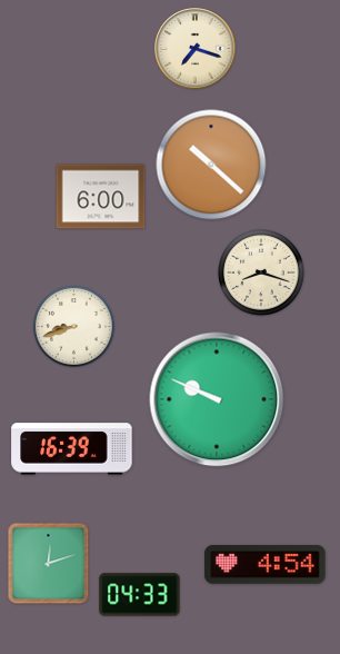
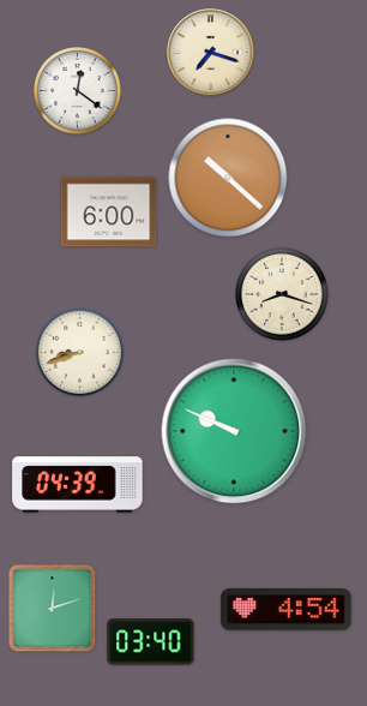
clock at (77, 90): none -> 12:21
clock at (72, 449): 16:39 -> 04:39
clock at (140, 595): 04:33 -> 03:40
